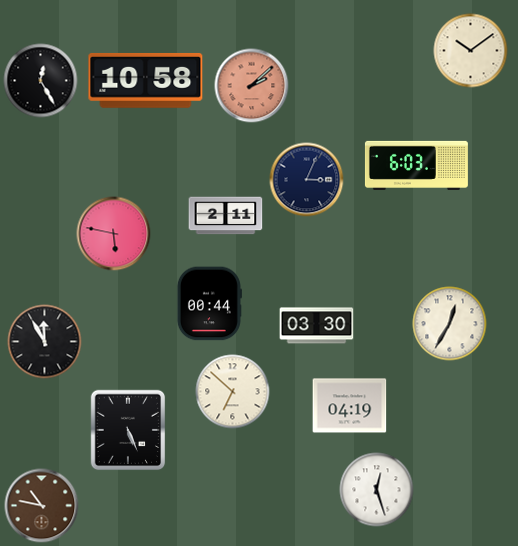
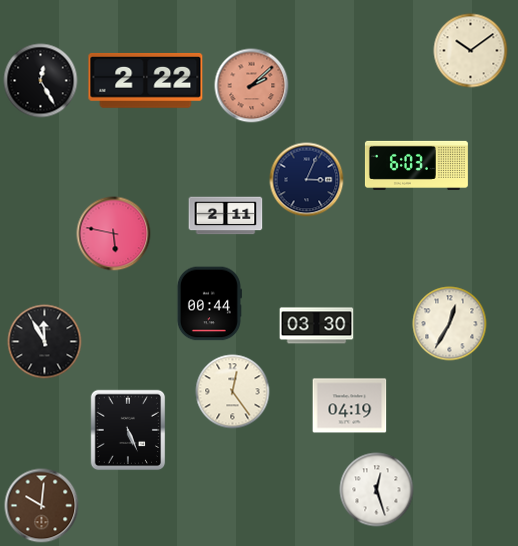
clock at (146, 80): 10:58 -> 2:22
clock at (233, 392): 6:52 -> 12:24
clock at (42, 506): 10:47 -> 10:01
